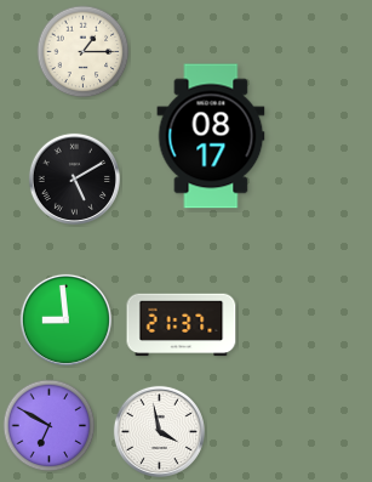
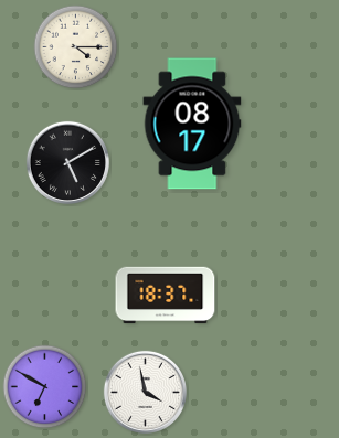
clock at (84, 52): 1:15 -> 4:15
clock at (65, 319): 8:59 -> none
clock at (182, 325): 21:37 -> 18:37
